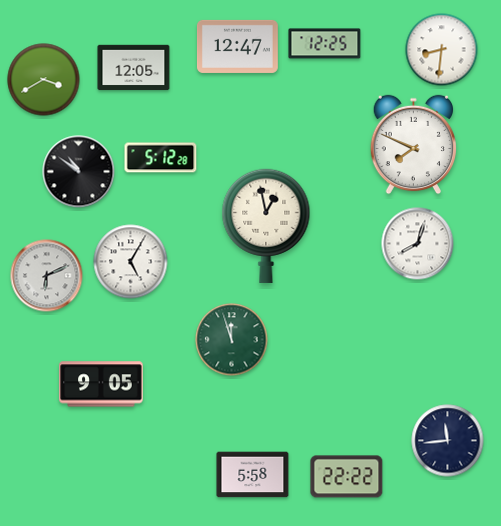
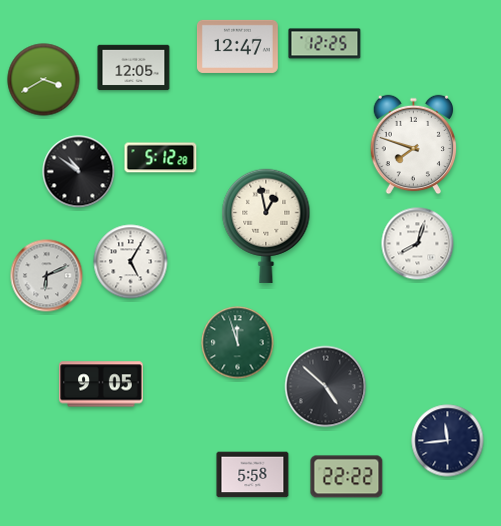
clock at (442, 50): 8:31 -> none
clock at (414, 145): 7:49 -> 7:48
clock at (232, 340) position: (232, 340) -> (238, 343)
clock at (326, 387): none -> 4:52
